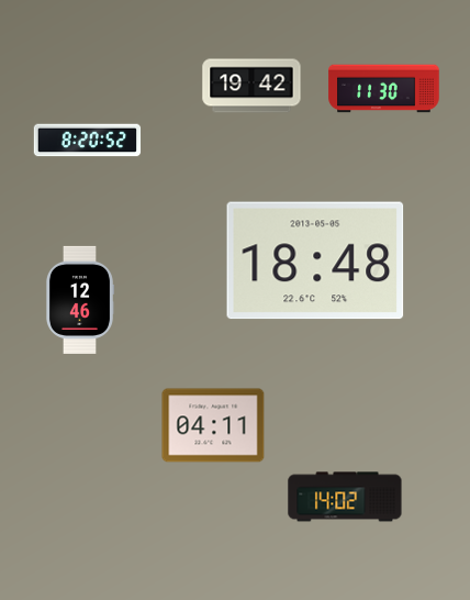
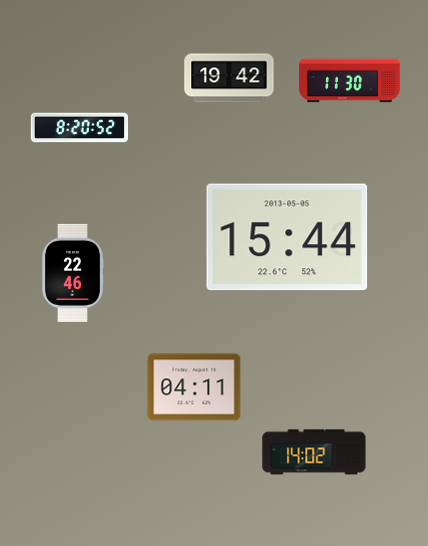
clock at (315, 260): 18:48 -> 15:44
clock at (80, 300): 12:46 -> 22:46
